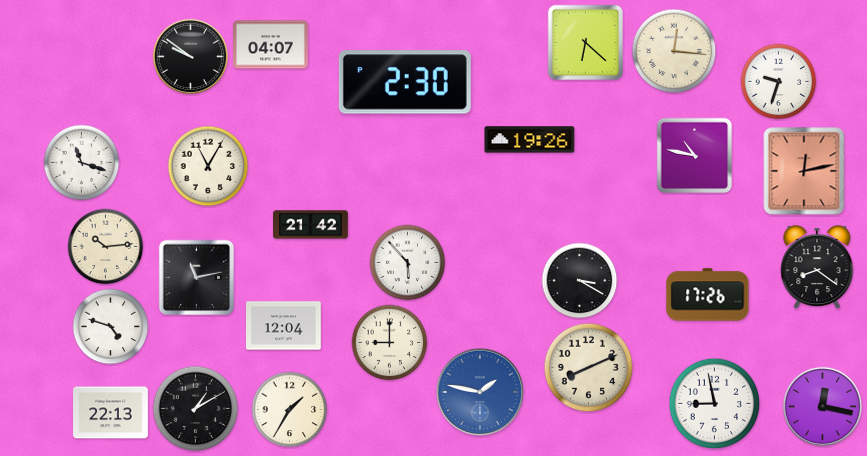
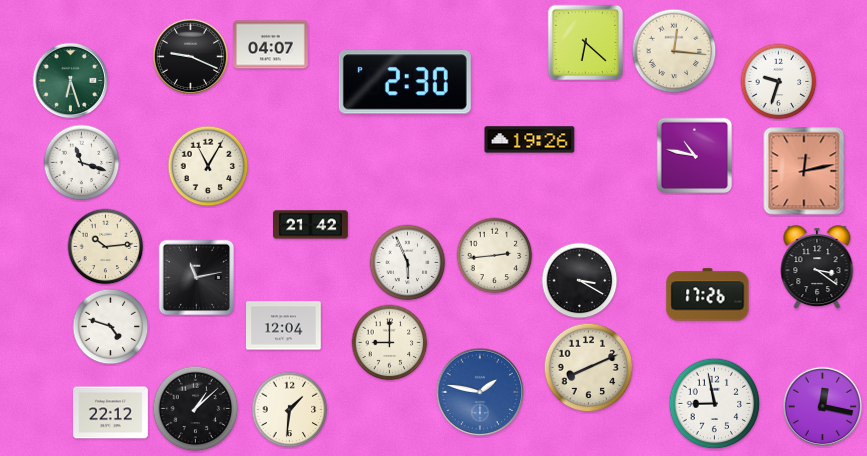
clock at (190, 56): 9:51 -> 9:19
clock at (70, 80): none -> 6:27
clock at (495, 256): none -> 2:44
clock at (408, 263): 5:53 -> 5:56
clock at (817, 268): 8:21 -> 3:21
clock at (196, 409): 1:10 -> 1:08
clock at (290, 410): 1:35 -> 1:31
clock at (111, 413): 22:13 -> 22:12
